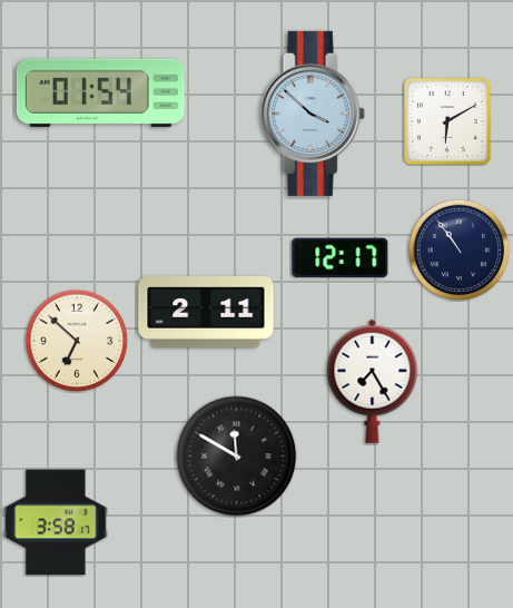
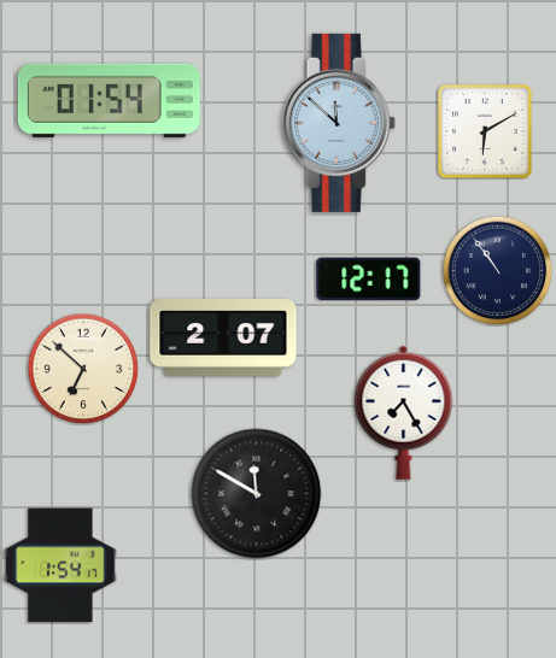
clock at (313, 114): 3:52 -> 11:52
clock at (206, 312): 2:11 -> 2:07
clock at (56, 522): 3:58 -> 1:54
